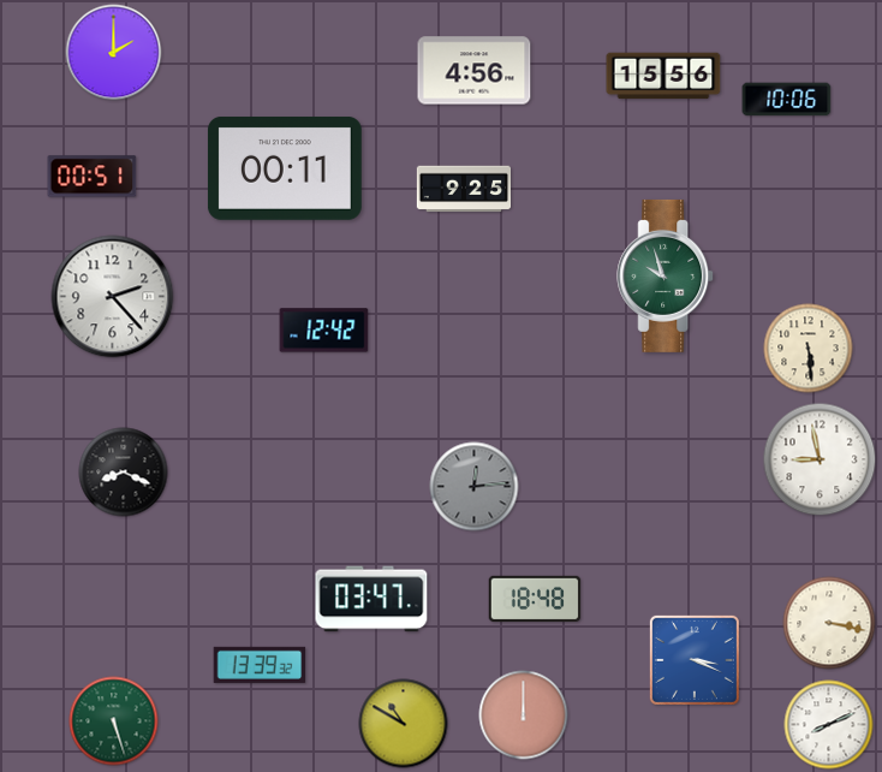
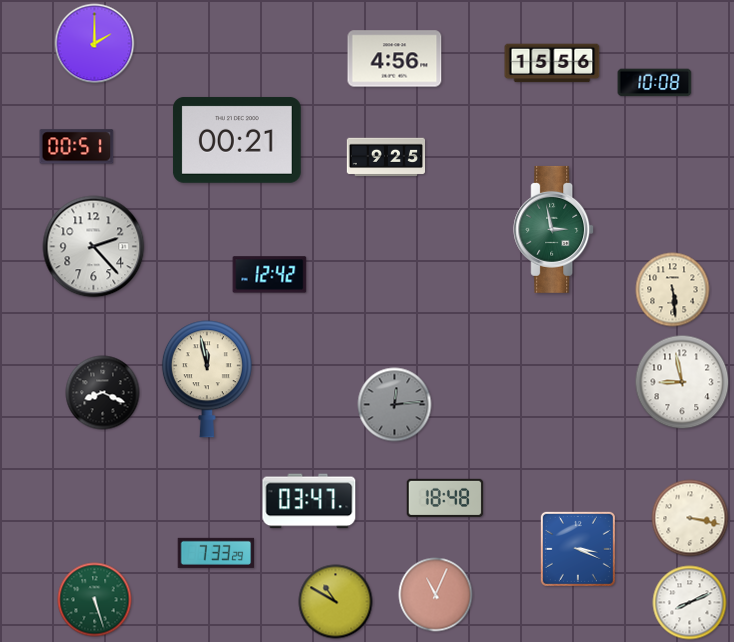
clock at (787, 100): 10:06 -> 10:08
clock at (285, 168): 00:11 -> 00:21
clock at (666, 275): 9:57 -> 2:58
clock at (207, 379): none -> 11:58
clock at (371, 599) position: (371, 599) -> (309, 501)
clock at (260, 665): 13:39 -> 7:33
clock at (524, 715): 12:00 -> 11:04
